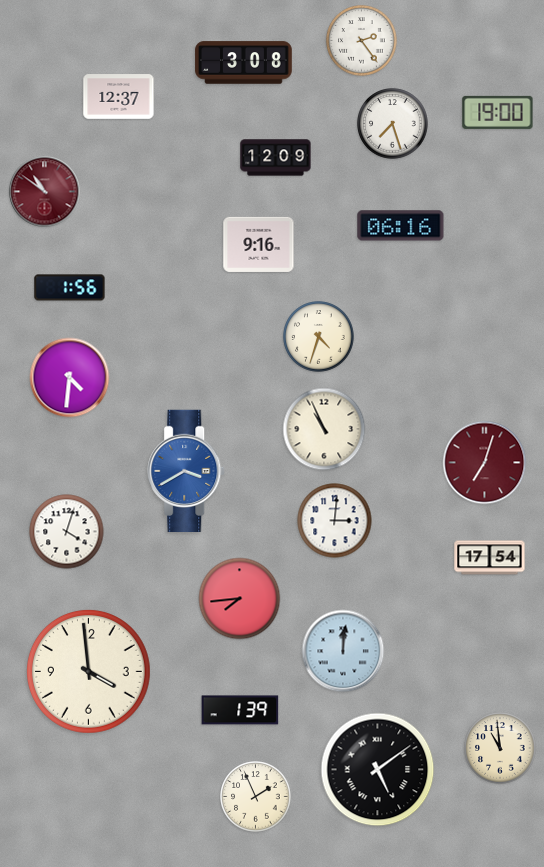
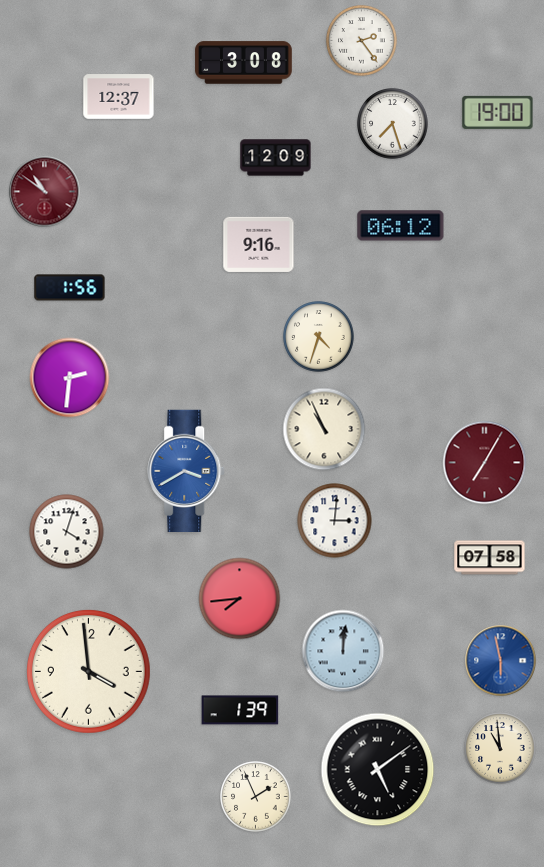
clock at (401, 226): 06:16 -> 06:12
clock at (70, 378): 4:31 -> 2:31
clock at (485, 463): 7:03 -> 7:05
clock at (490, 558): 17:54 -> 07:58
clock at (501, 661): none -> 5:58
